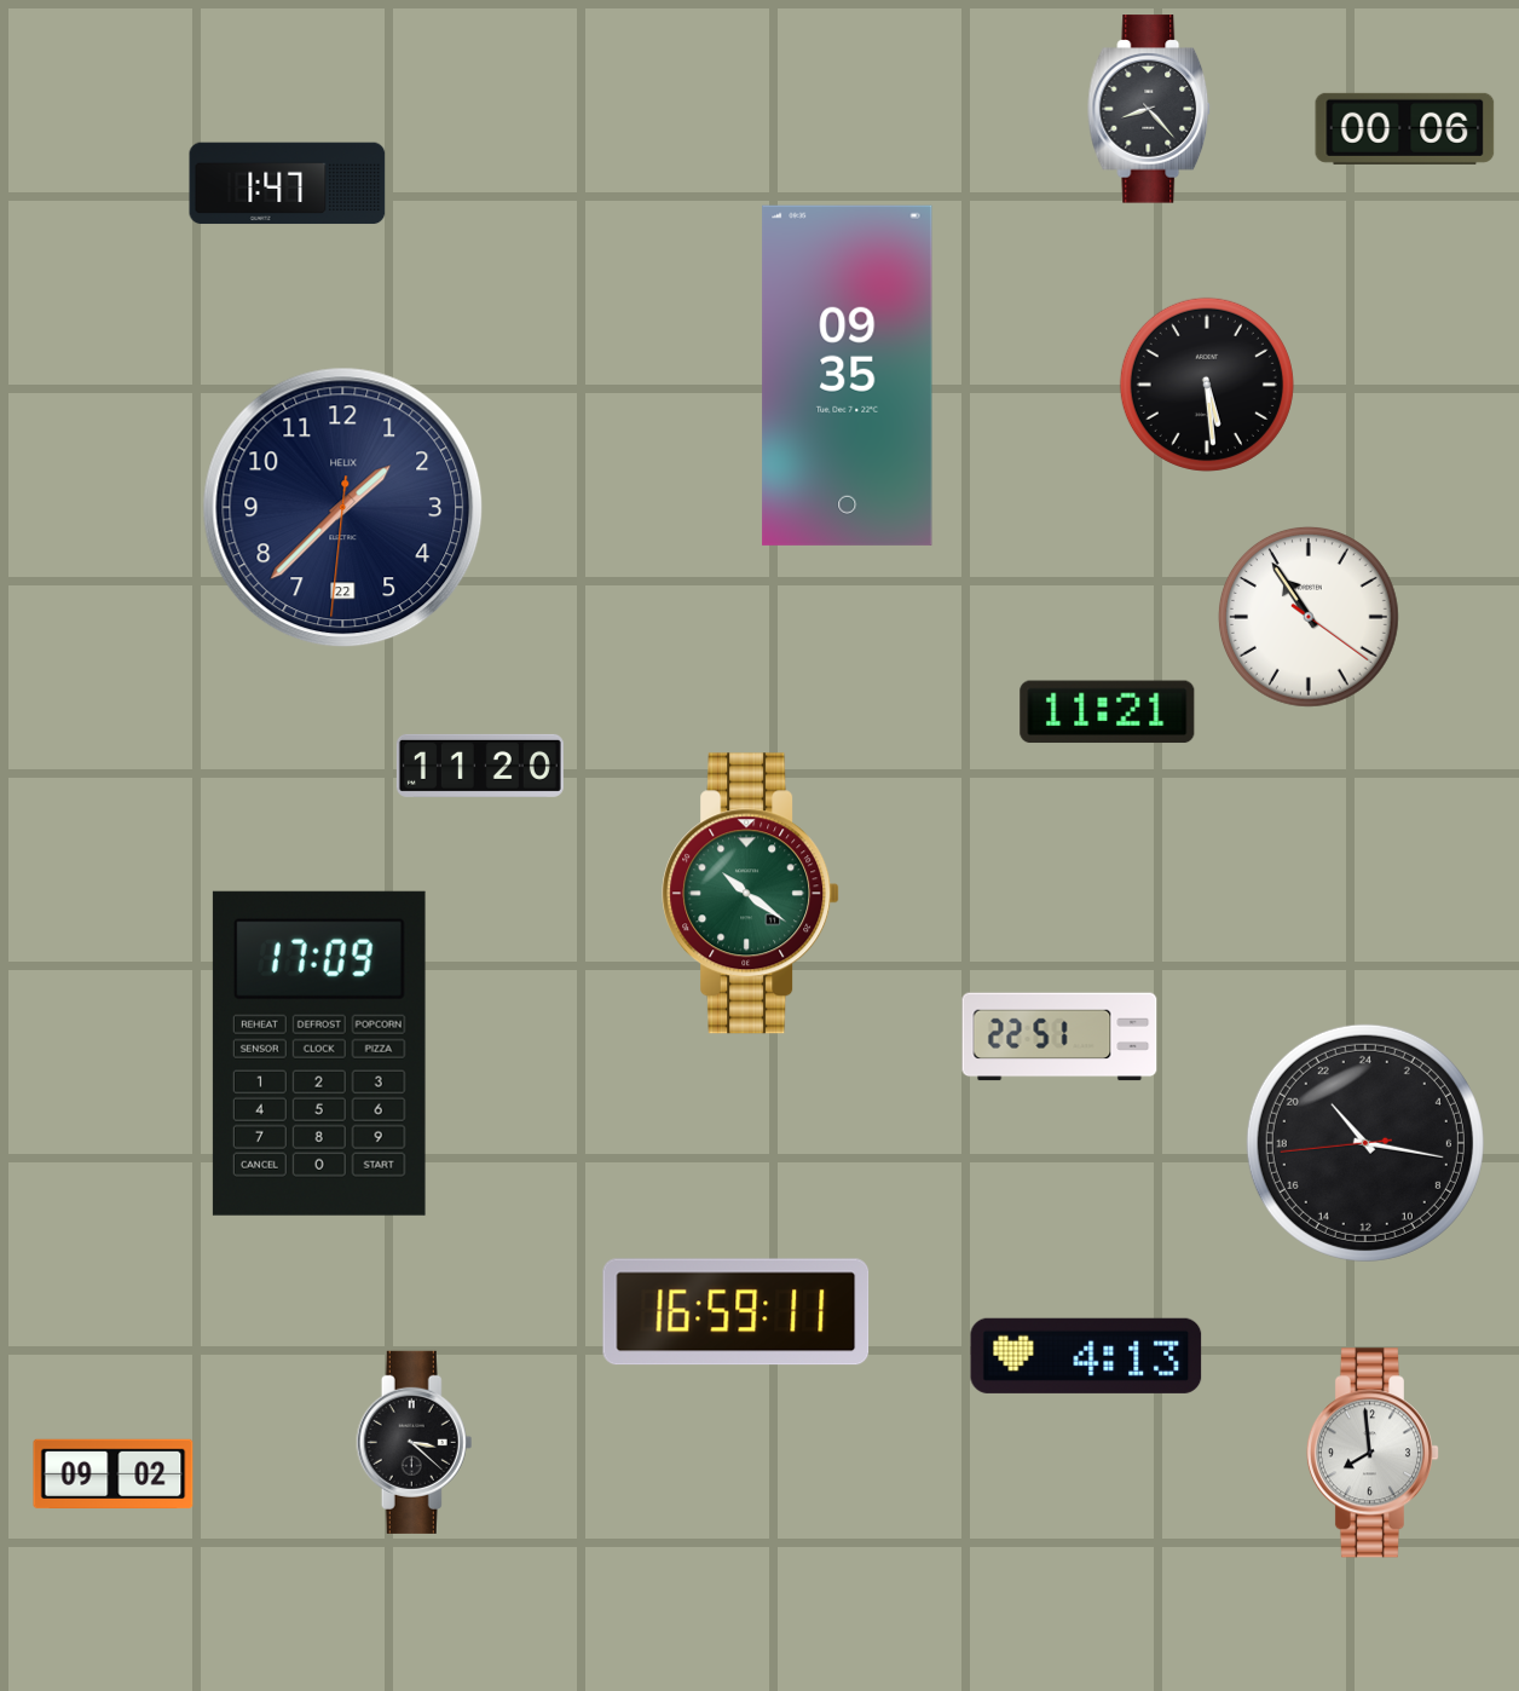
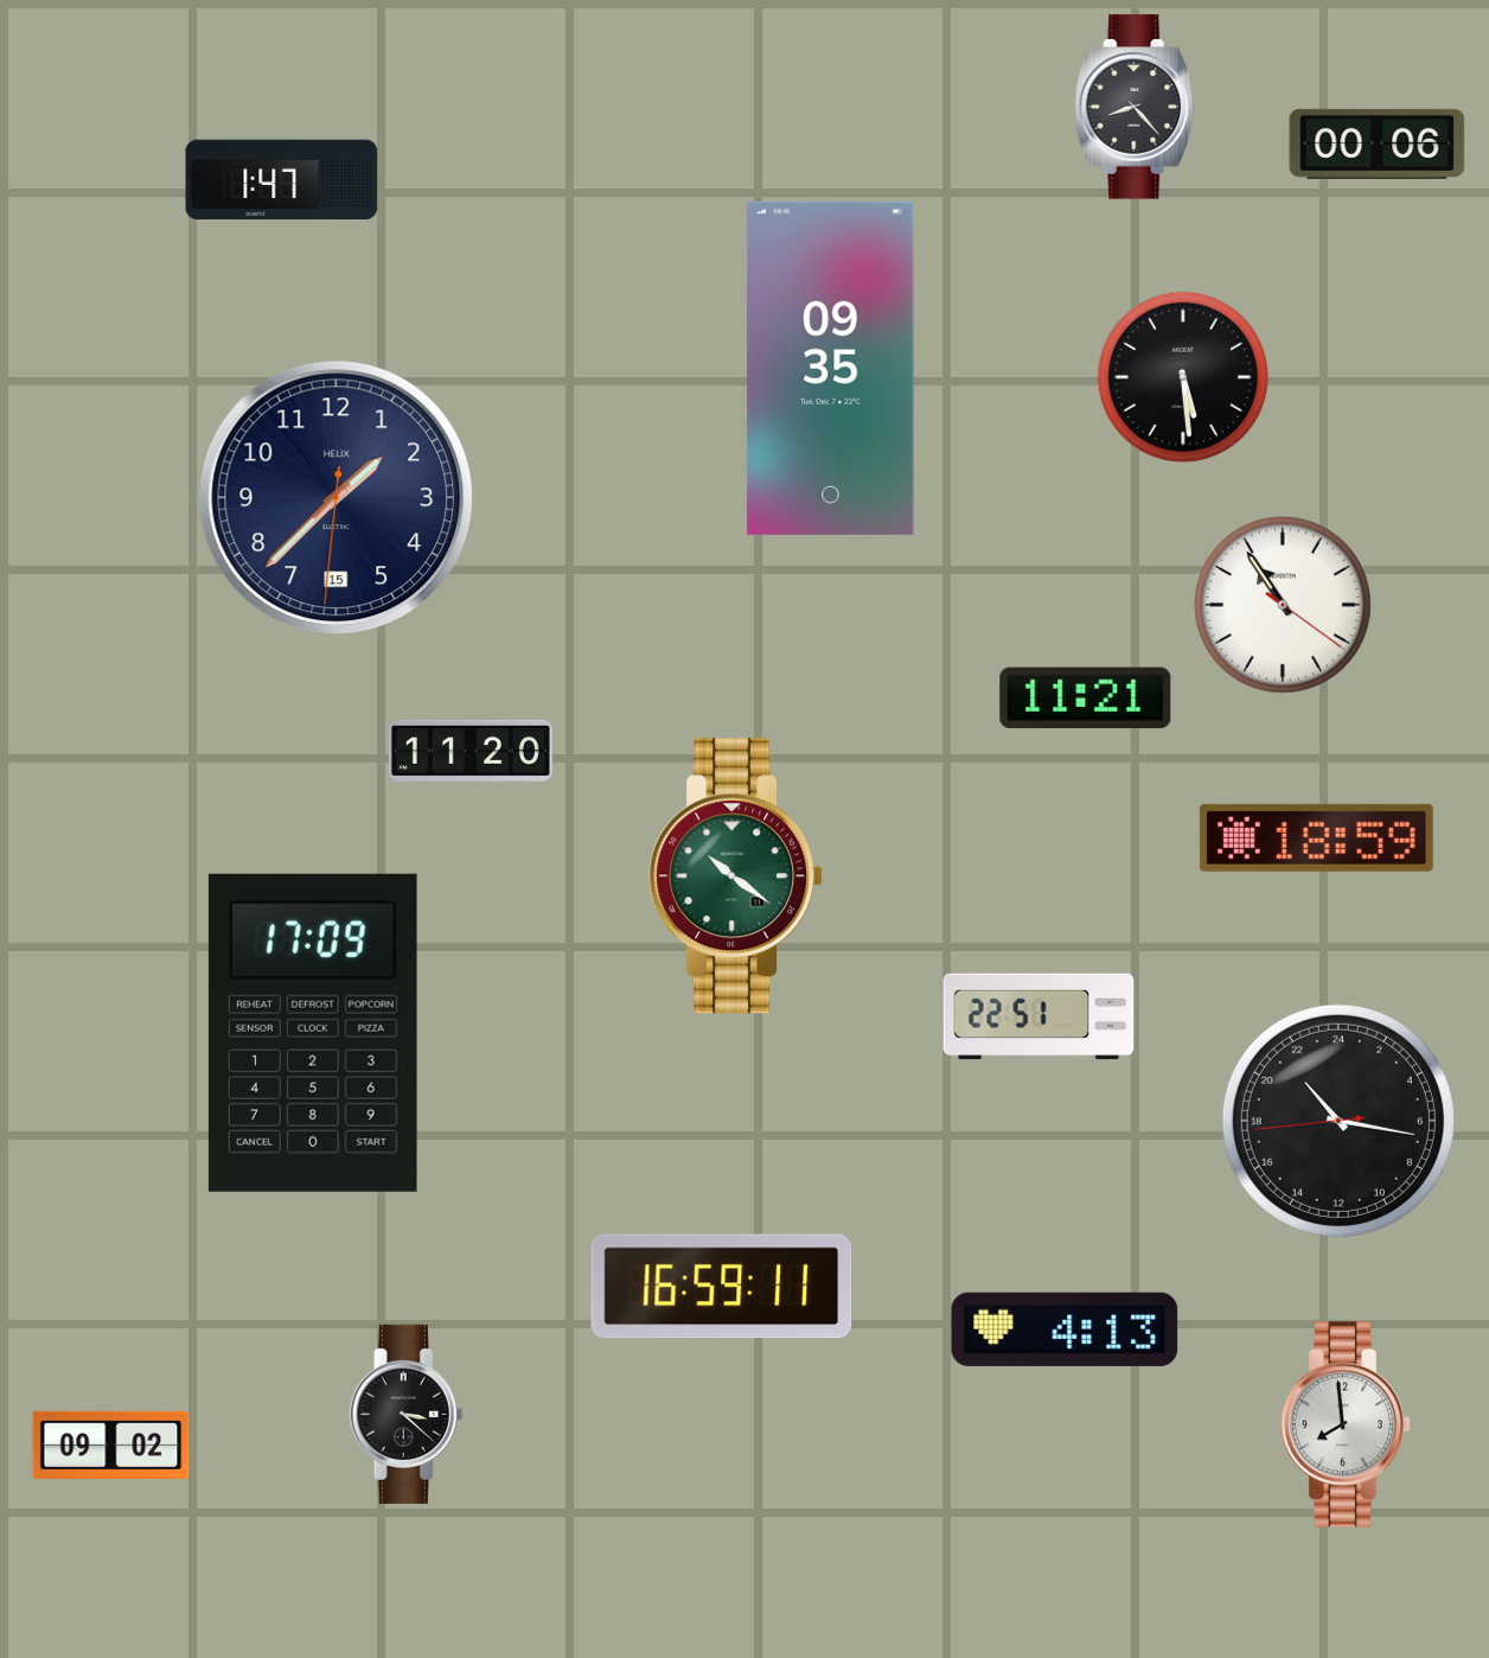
clock at (1150, 109) position: (1150, 109) -> (1136, 107)
clock at (1405, 128) position: (1405, 128) -> (1378, 144)
clock at (343, 508) date: 22 -> 15
clock at (1316, 837): none -> 18:59
